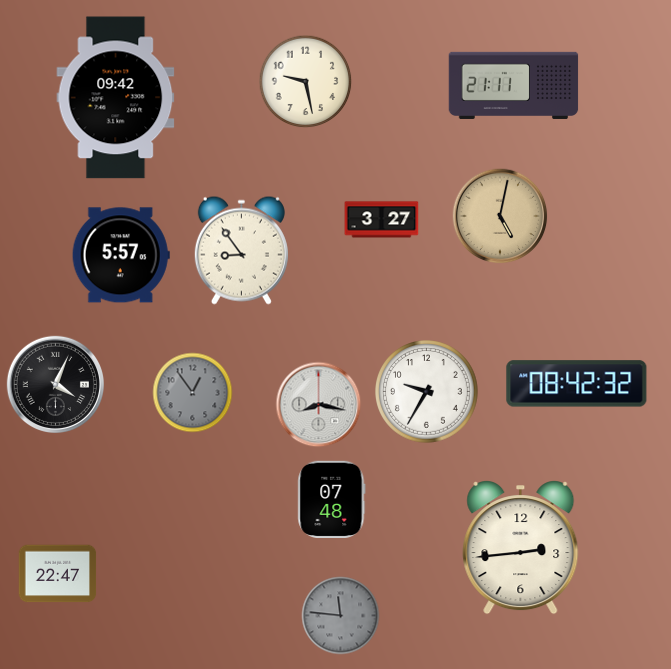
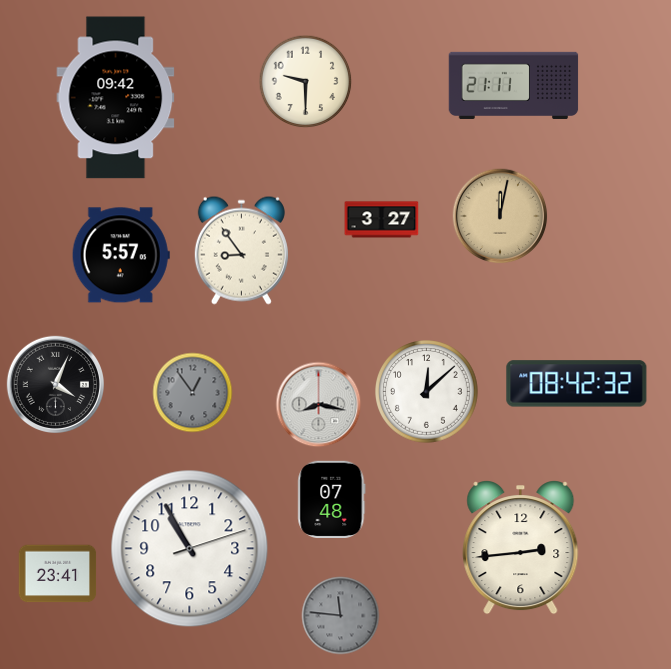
clock at (306, 82): 9:28 -> 9:30
clock at (500, 216): 5:02 -> 12:02
clock at (427, 392): 9:35 -> 12:08
clock at (190, 549): none -> 10:55
clock at (58, 574): 22:47 -> 23:41
